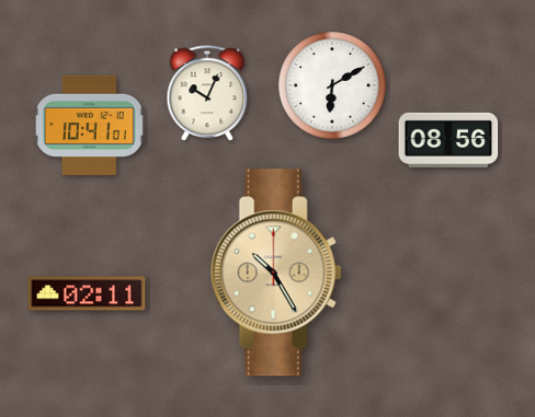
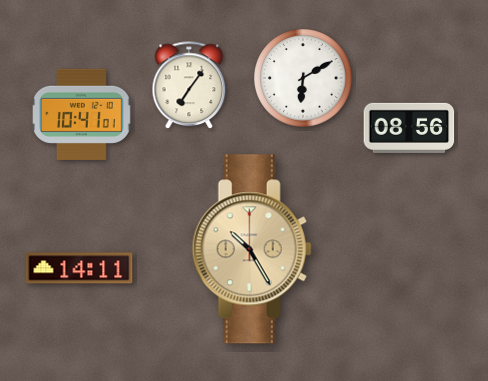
clock at (207, 94): 10:04 -> 7:06
clock at (87, 293): 02:11 -> 14:11
